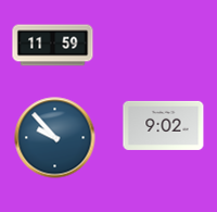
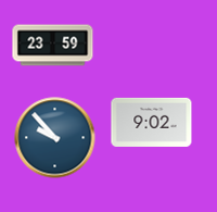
clock at (53, 46): 11:59 -> 23:59
clock at (164, 125) position: (164, 125) -> (152, 122)
